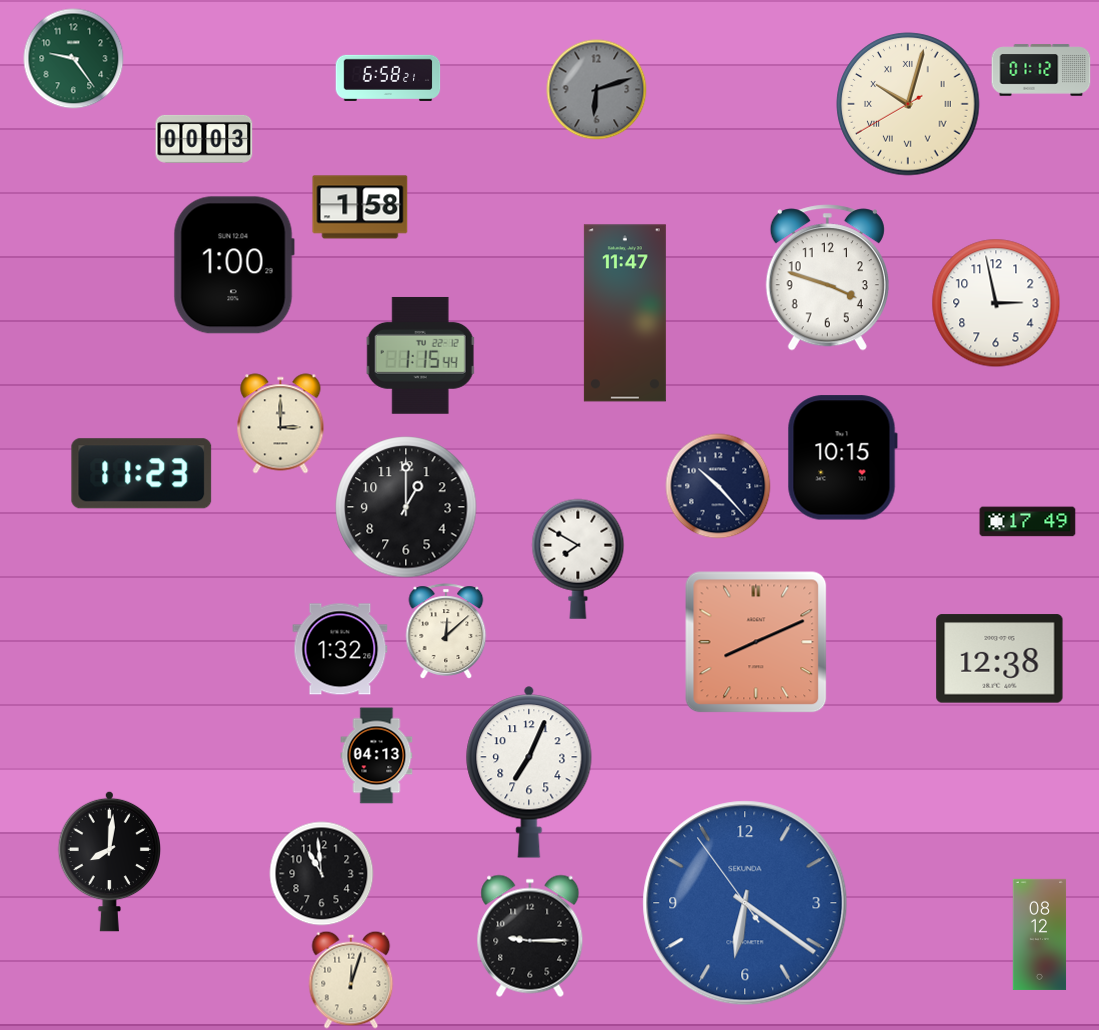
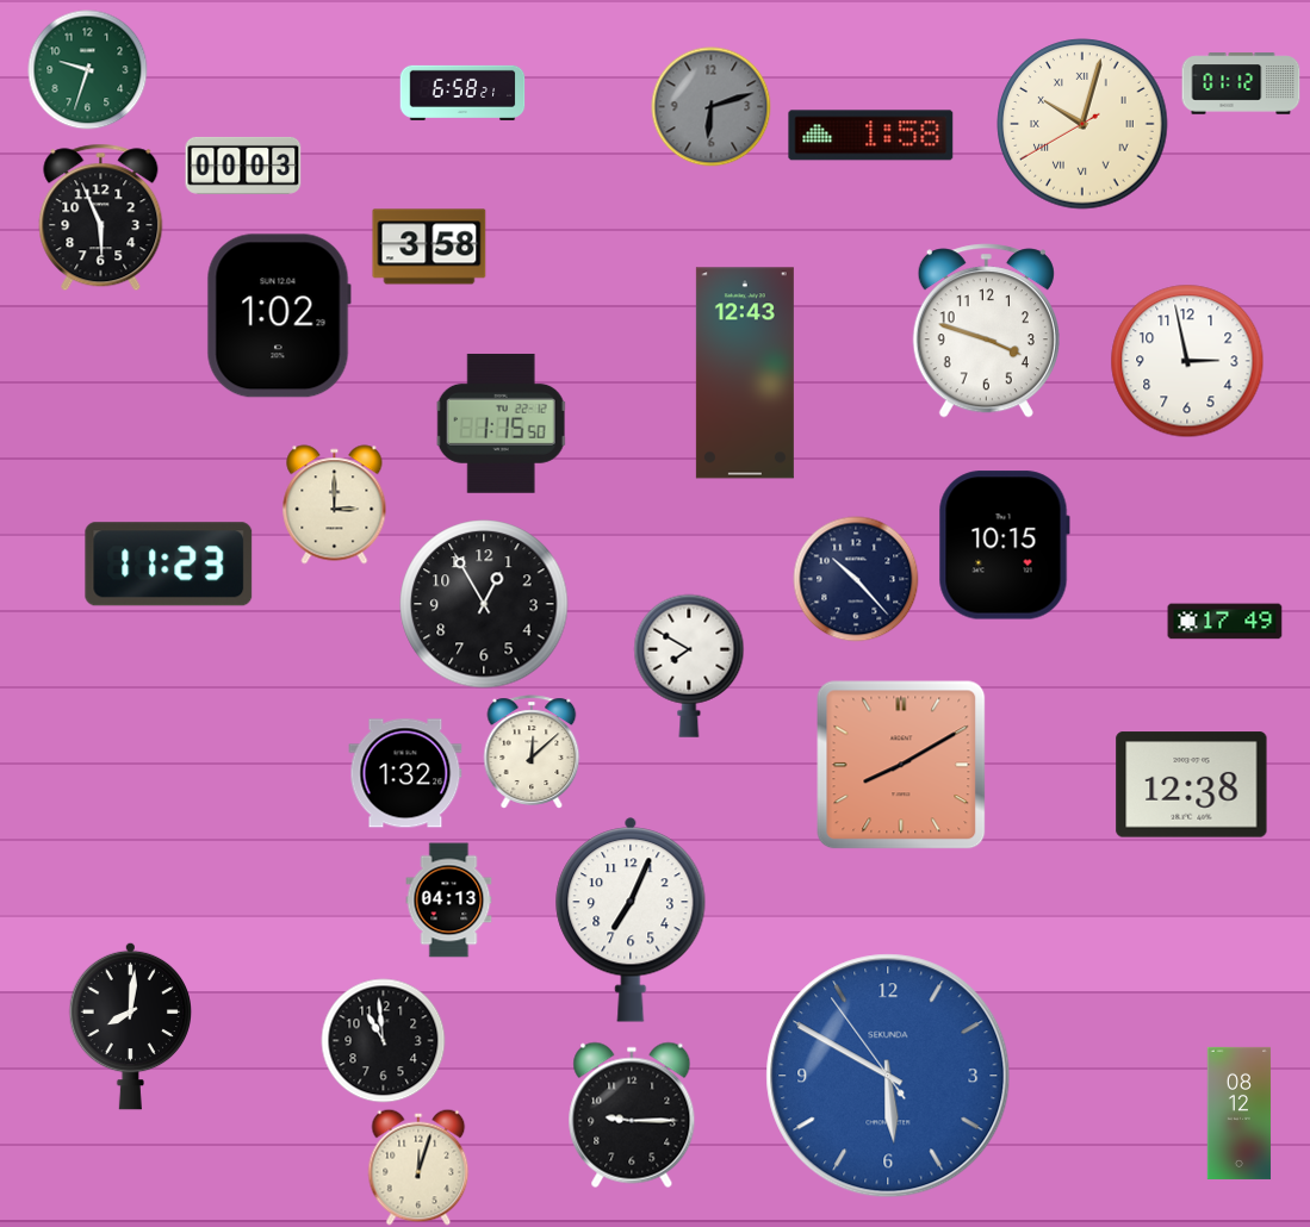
clock at (74, 59): 9:24 -> 9:33
clock at (871, 136): none -> 1:58
clock at (101, 218): none -> 5:56
clock at (360, 207): 1:58 -> 3:58
clock at (234, 265): 1:00 -> 1:02
clock at (625, 313): 11:47 -> 12:43
clock at (421, 355): 1:15:44 -> 1:15:50
clock at (406, 507): 1:00 -> 12:55
clock at (756, 642): 8:11 -> 8:10
clock at (745, 903): 6:20 -> 5:49
